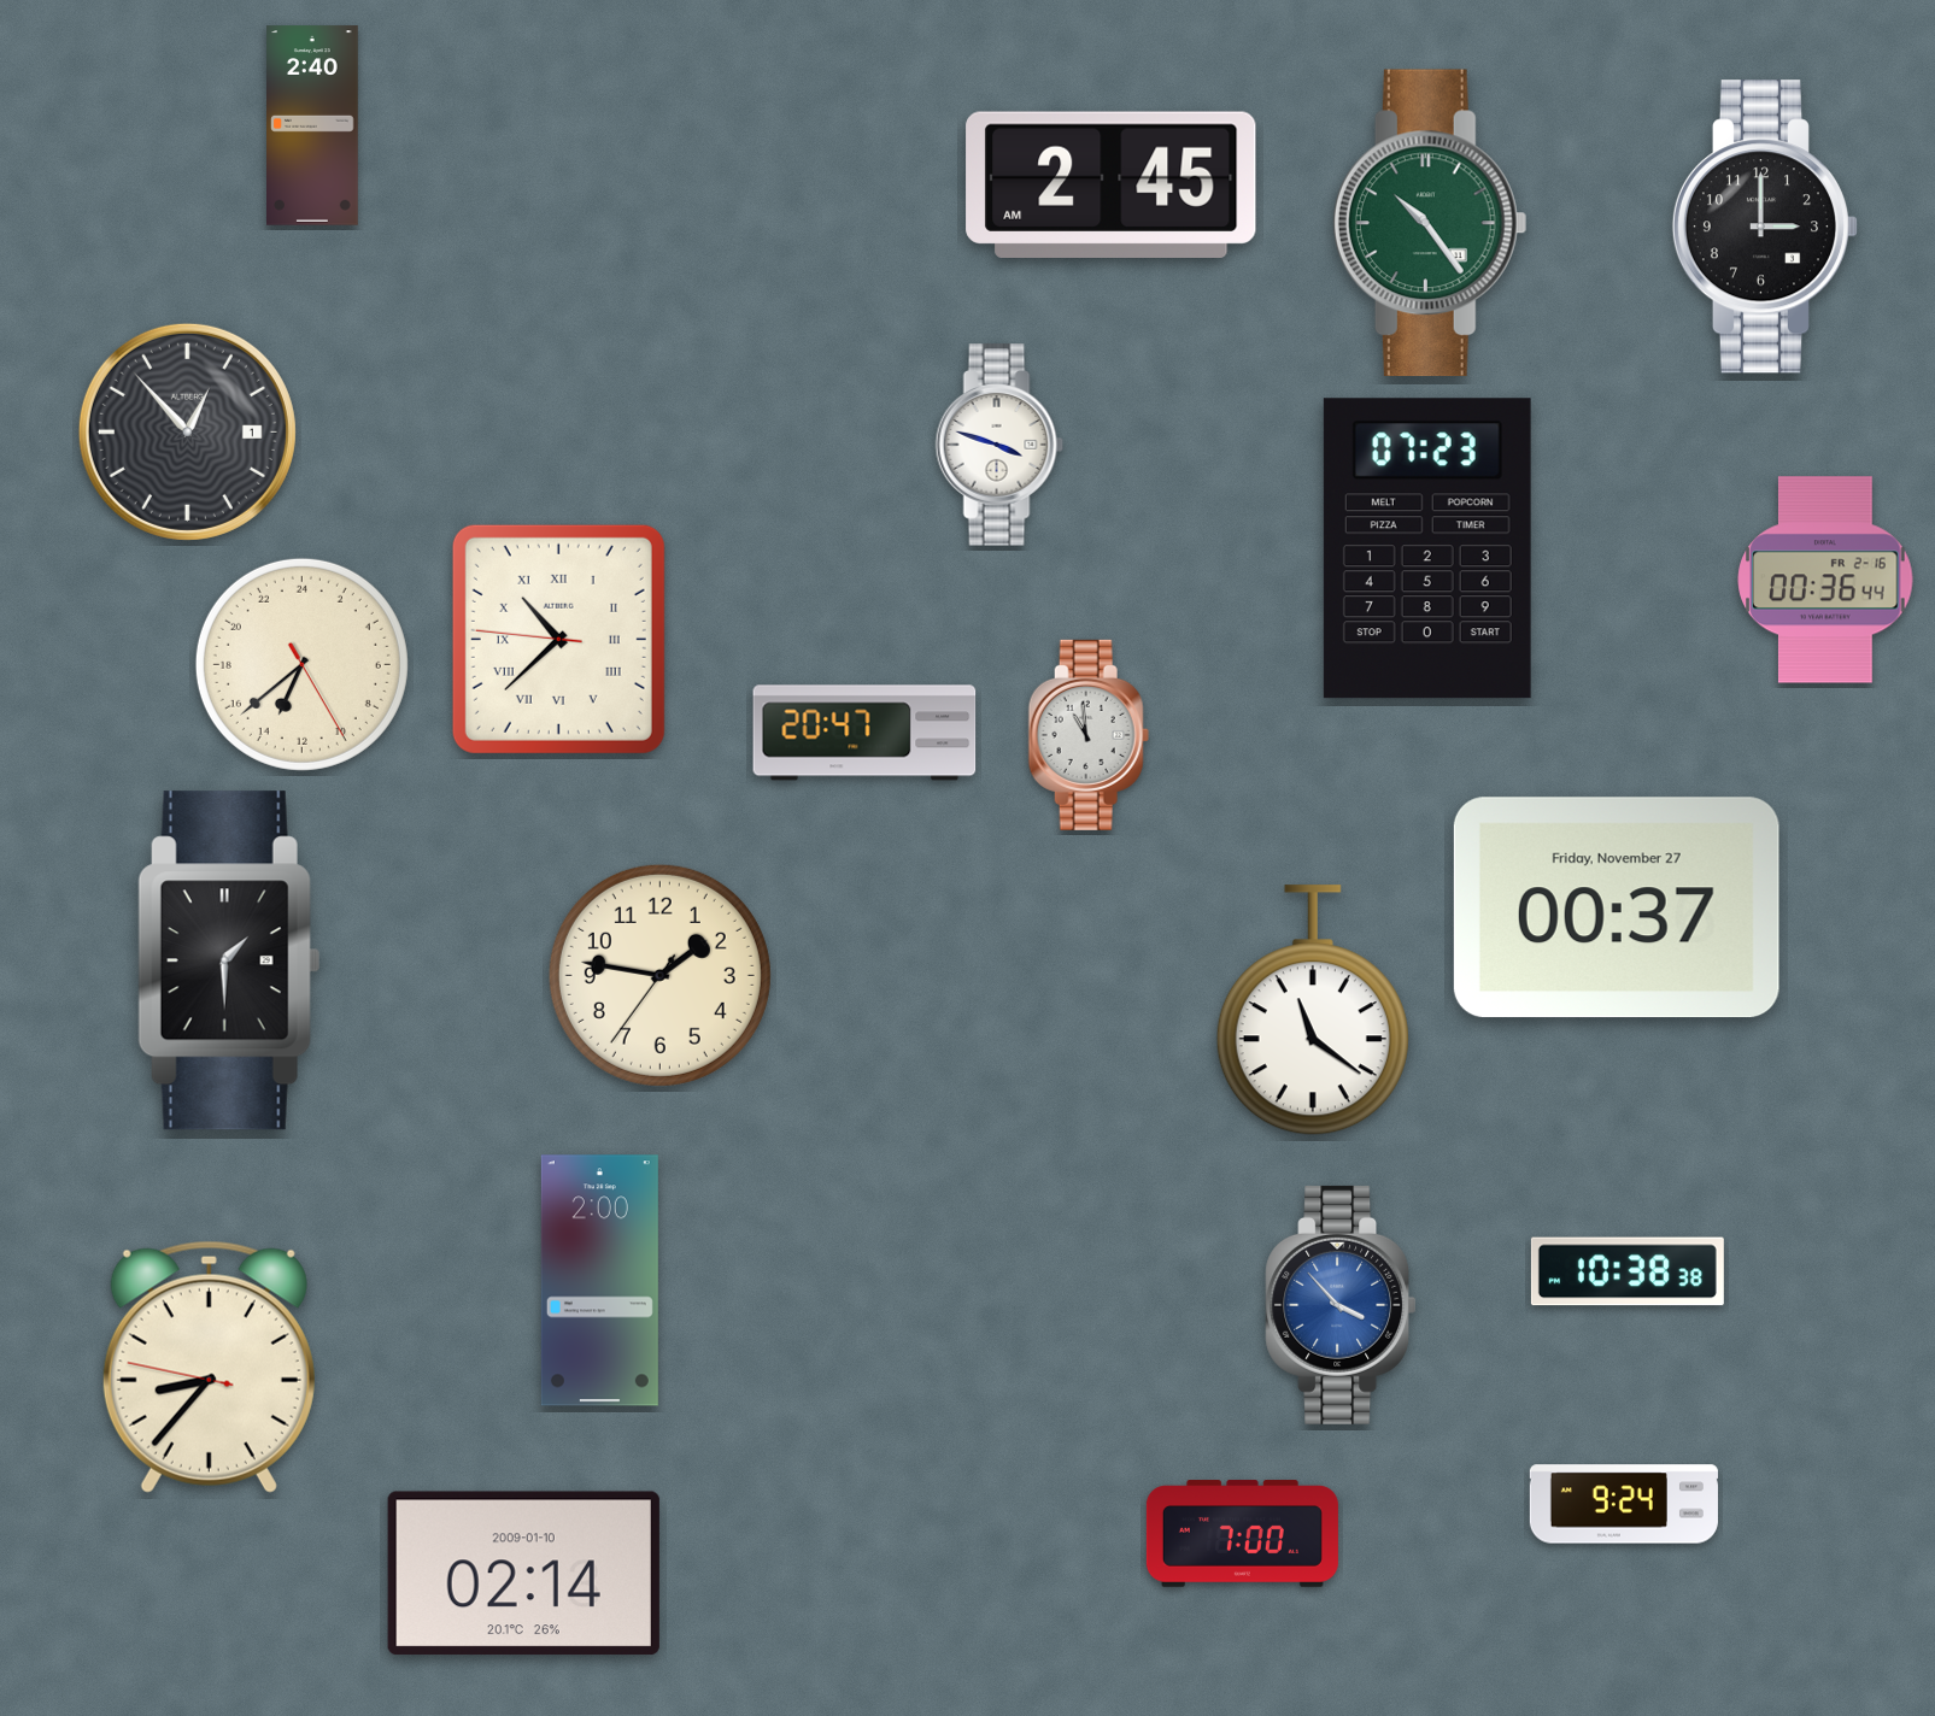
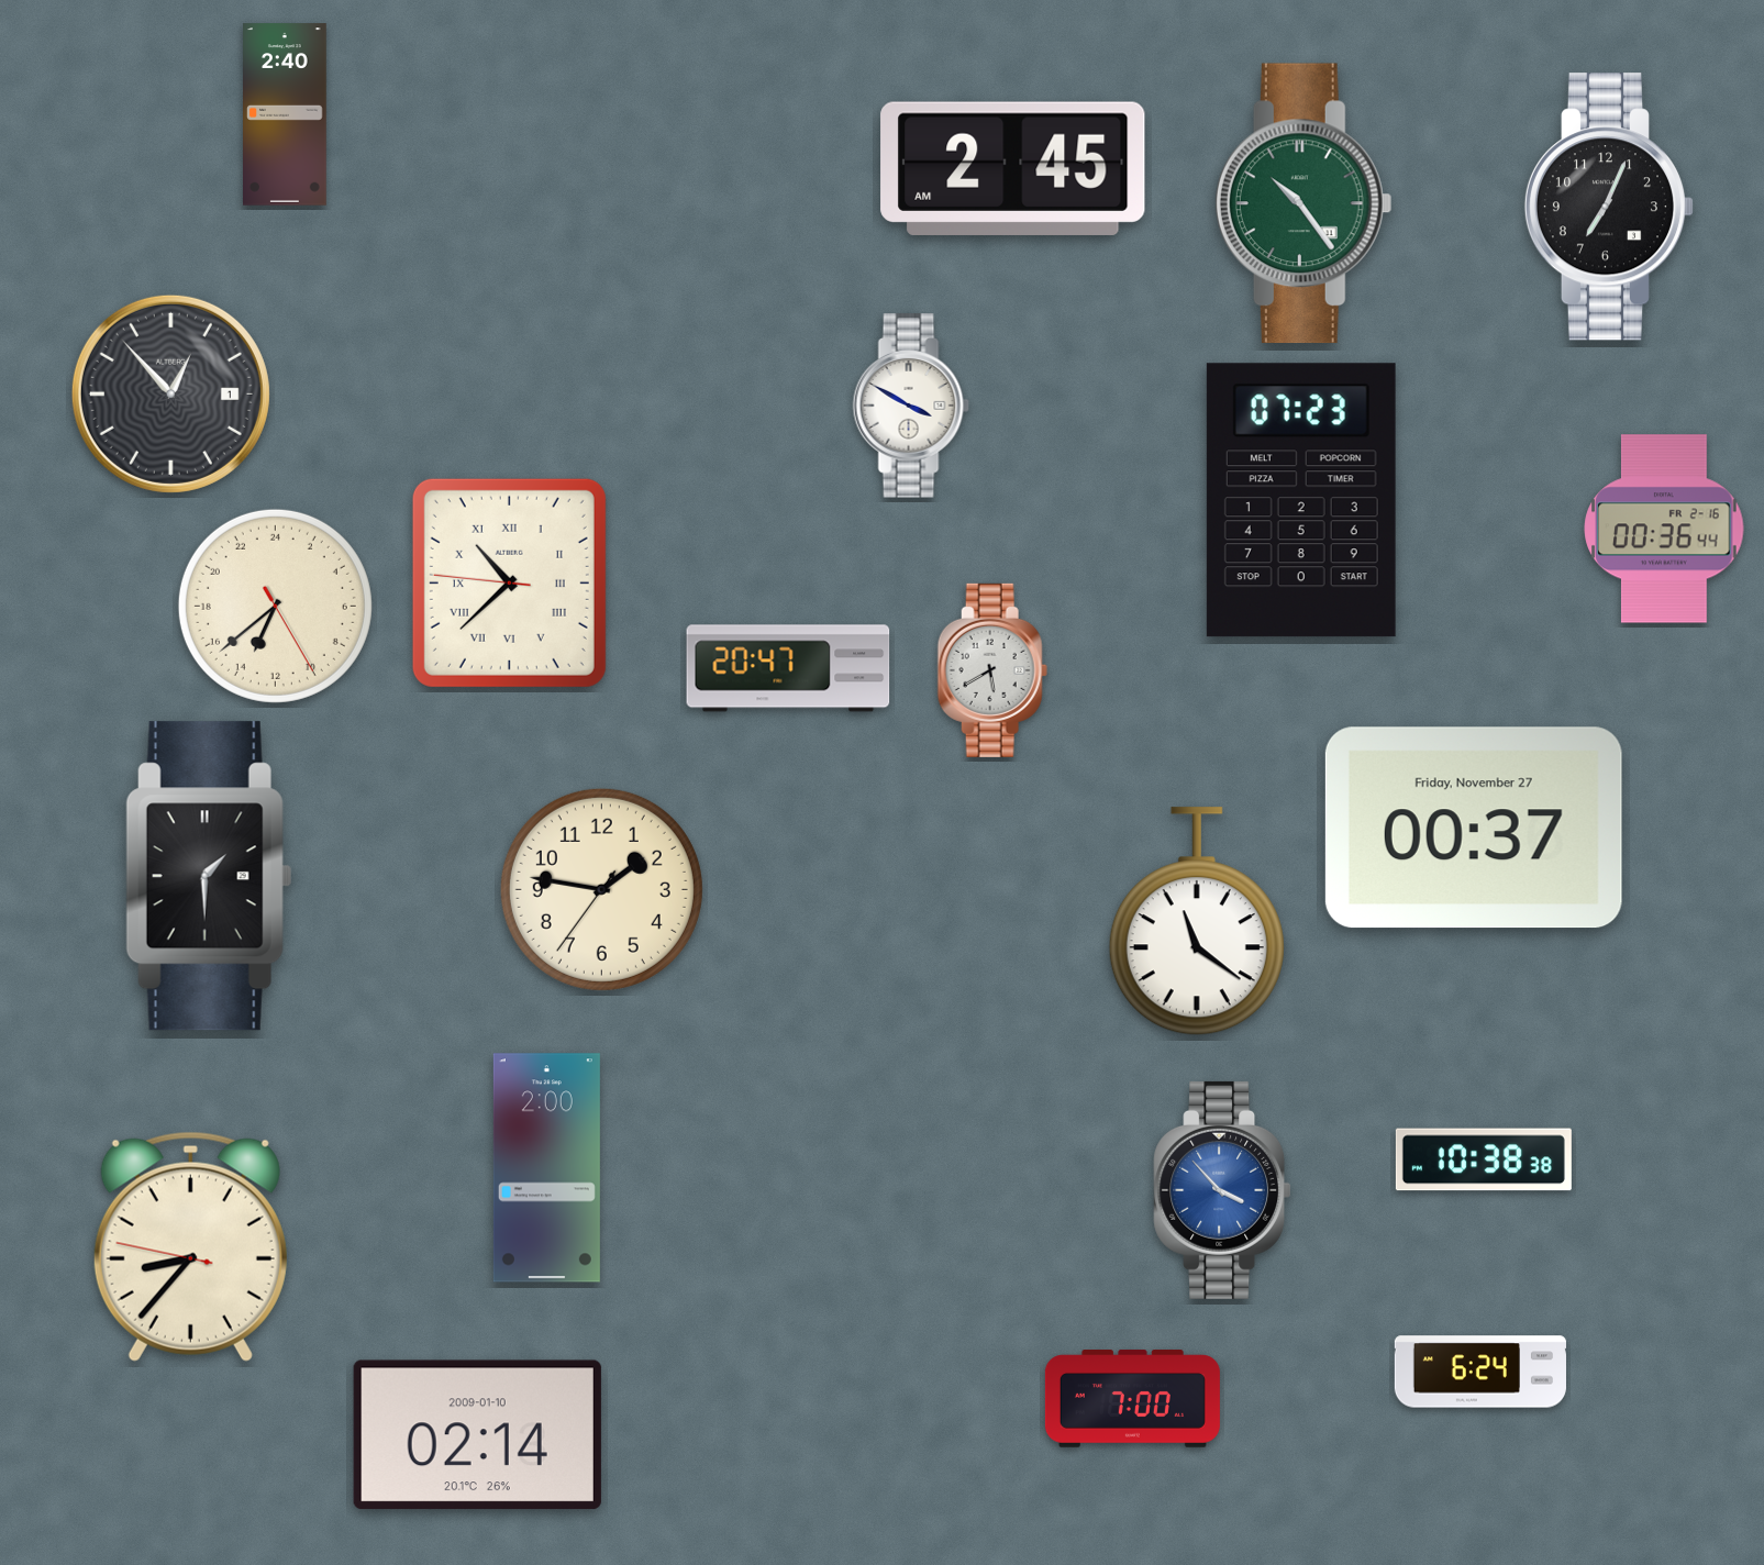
clock at (1764, 227): 3:00 -> 7:04
clock at (999, 445): 3:48 -> 3:50
clock at (1089, 735): 10:59 -> 5:40
clock at (1624, 1504): 9:24 -> 6:24
